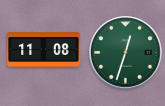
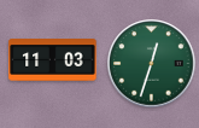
clock at (44, 50): 11:08 -> 11:03
